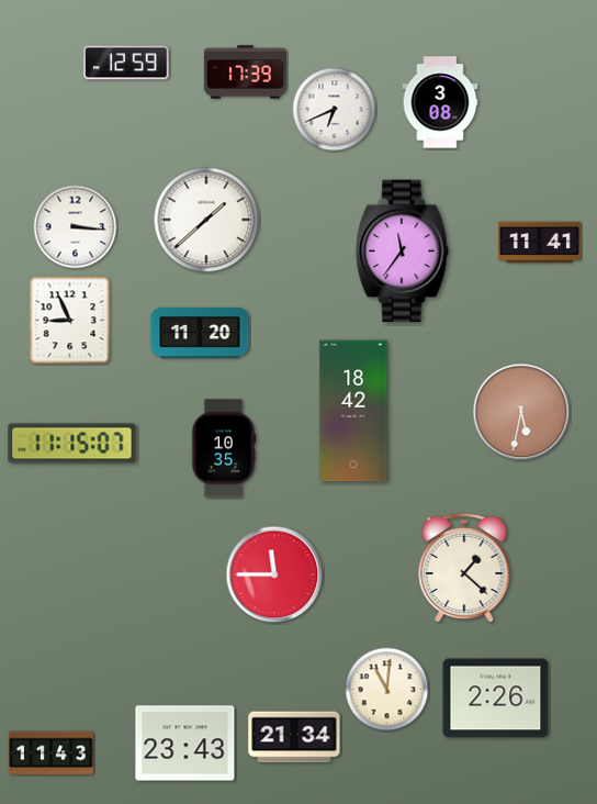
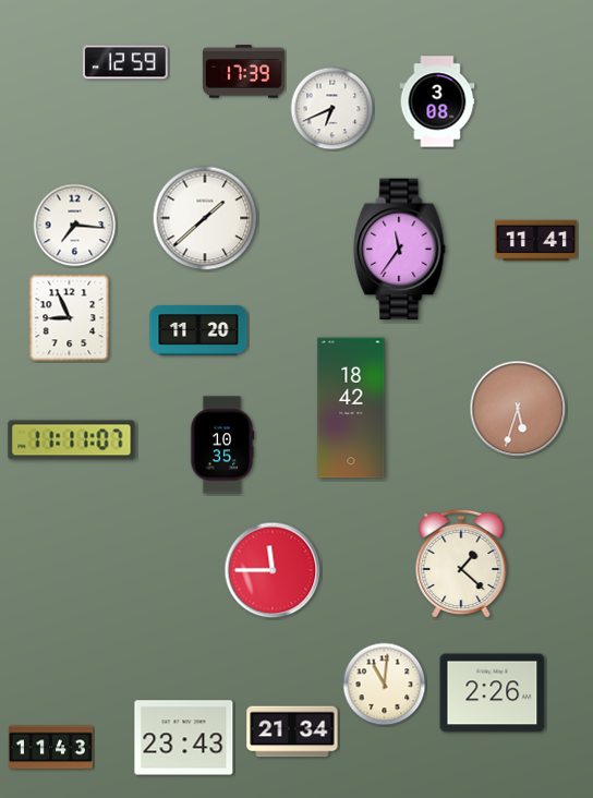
clock at (76, 227): 3:16 -> 7:16
clock at (521, 412): 5:32 -> 5:33
clock at (72, 444): 11:15 -> 11:11
